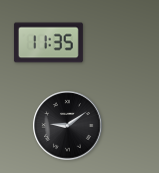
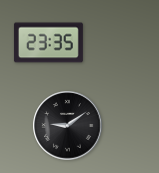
clock at (48, 43): 11:35 -> 23:35
